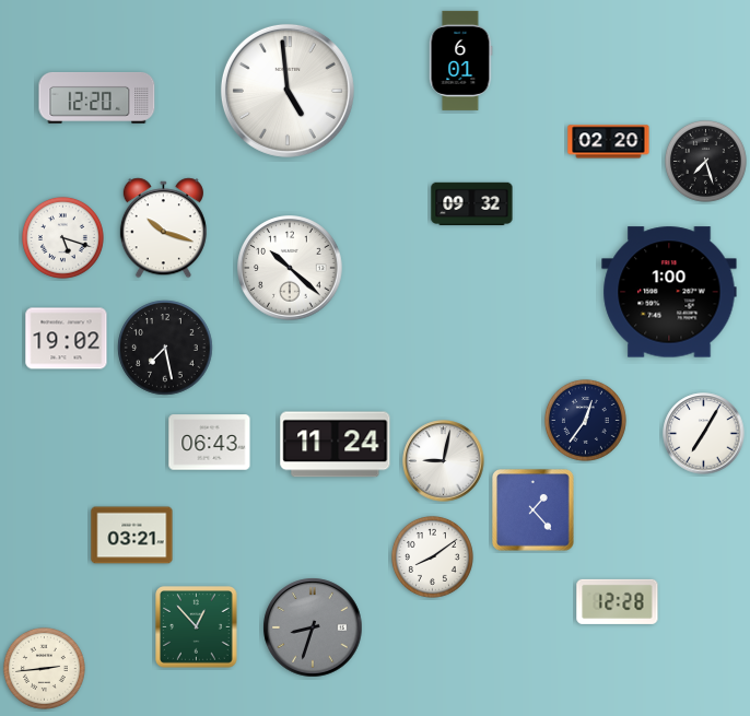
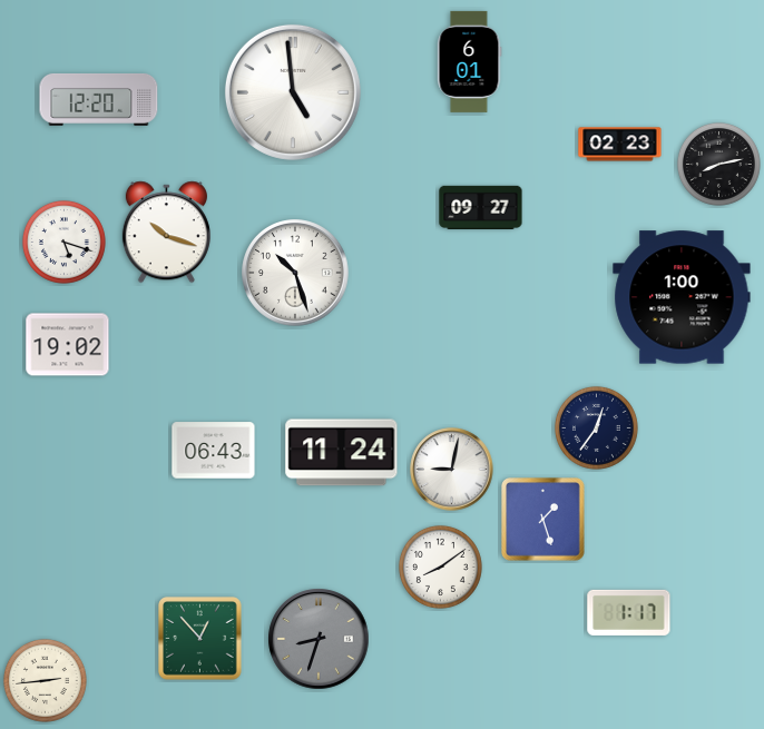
clock at (609, 142): 02:20 -> 02:23
clock at (705, 161): 7:27 -> 8:13
clock at (472, 203): 09:32 -> 09:27
clock at (290, 268): 10:22 -> 10:27
clock at (165, 348): 7:28 -> none
clock at (704, 434): 7:05 -> none
clock at (534, 510): 1:23 -> 1:27
clock at (132, 536): 03:21 -> none
clock at (618, 601): 12:28 -> 1:17
